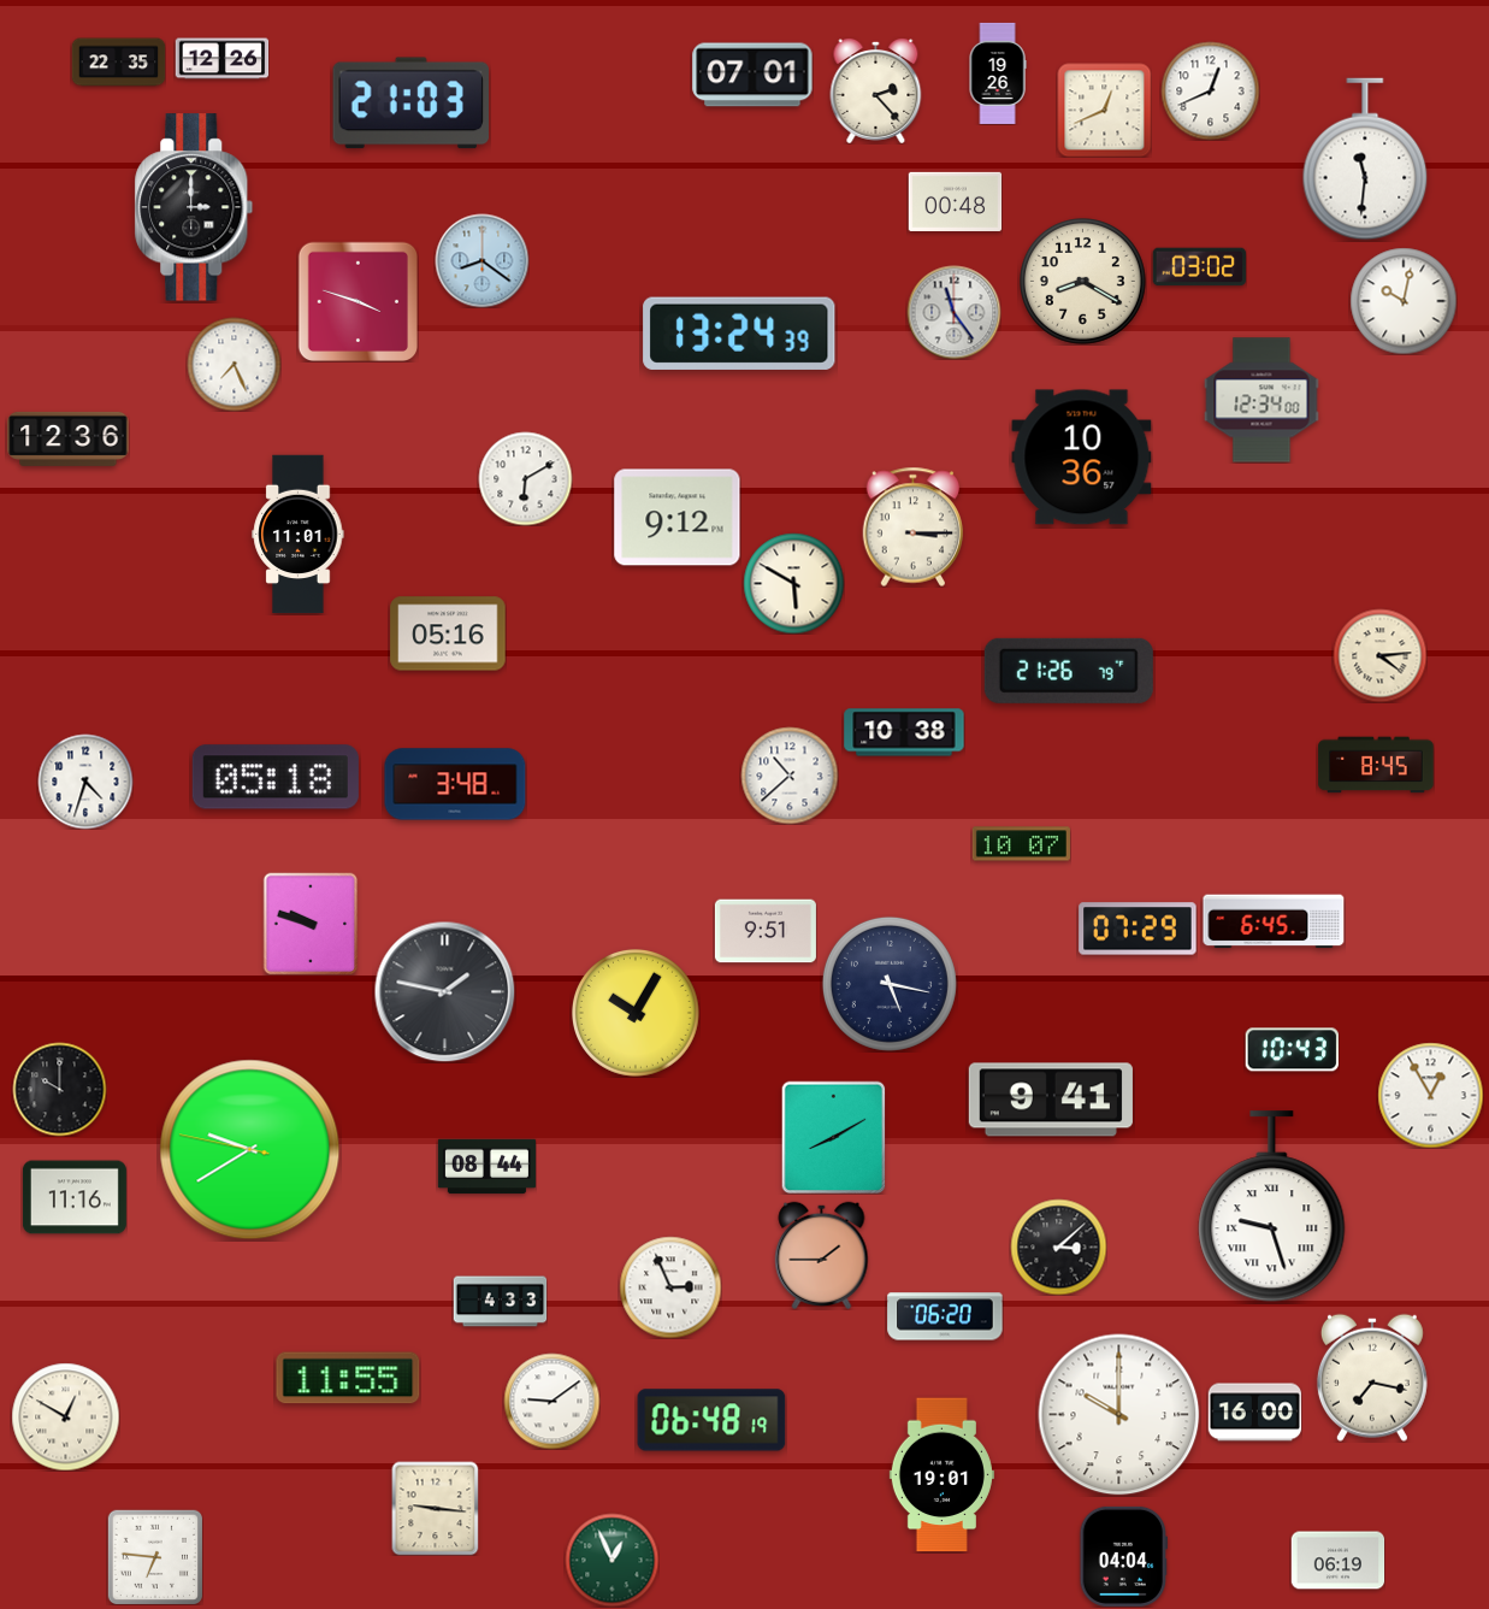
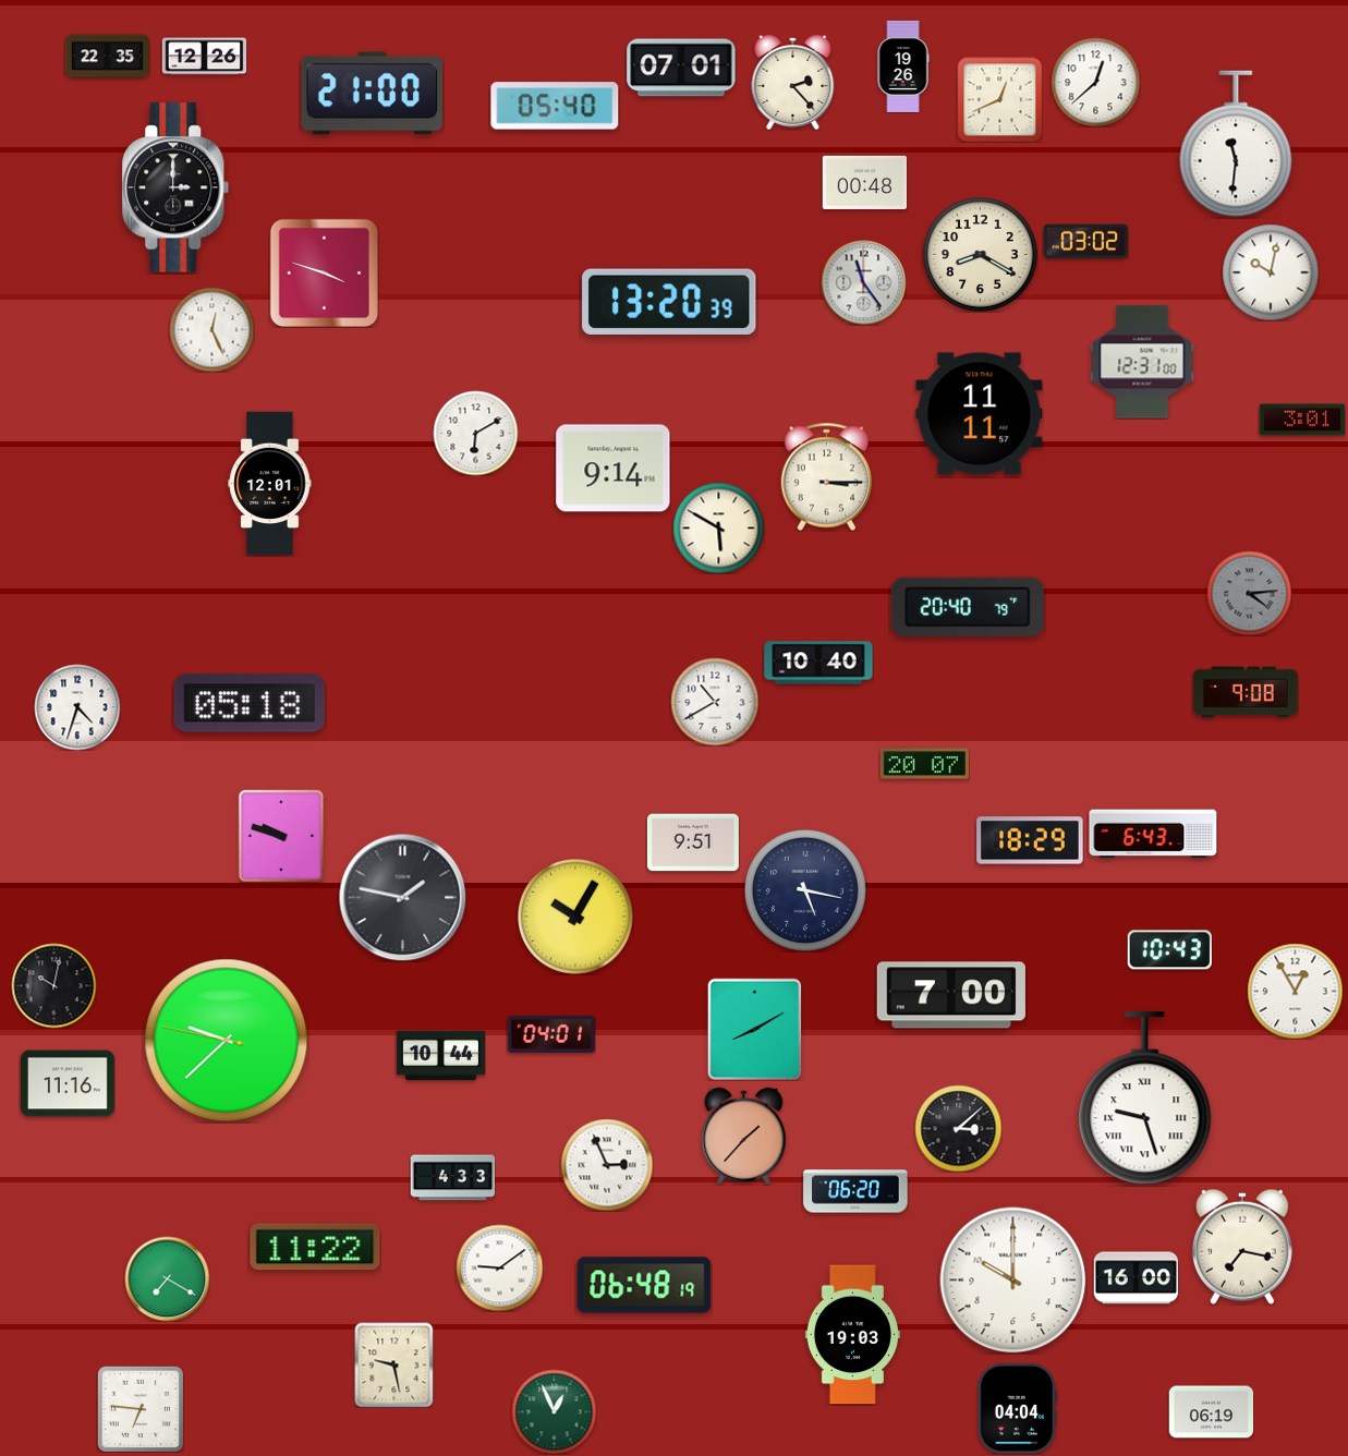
clock at (221, 59) position: (221, 59) -> (204, 57)
clock at (1210, 90): 12:41 -> 12:38
clock at (410, 104): 21:03 -> 21:00
clock at (555, 106): none -> 05:40
clock at (481, 260): 8:21 -> none
clock at (739, 334): 13:24 -> 13:20
clock at (234, 364): 7:26 -> 12:26
clock at (1261, 400): 12:34 -> 12:31
clock at (69, 438): 12:36 -> none
clock at (1082, 458): 10:36 -> 11:11
clock at (1301, 420): none -> 3:01
clock at (678, 518): 9:12 -> 9:14
clock at (299, 535): 11:01 -> 12:01
clock at (448, 633): 05:16 -> none
clock at (1379, 655) dial: cream -> grey
clock at (1069, 671): 21:26 -> 20:40
clock at (904, 732): 10:38 -> 10:40
clock at (1376, 765): 8:45 -> 9:08
clock at (790, 776): 10:38 -> 10:40
clock at (455, 784): 3:48 -> none
clock at (1021, 844): 10:07 -> 20:07
clock at (1274, 921): 6:45 -> 6:43
clock at (1138, 929): 07:29 -> 18:29
clock at (59, 1089): 10:00 -> 10:02
clock at (1051, 1100): 9:41 -> 7:00
clock at (551, 1034): none -> 04:01
clock at (250, 1150): 9:39 -> 9:37
clock at (486, 1167): 08:44 -> 10:44
clock at (1272, 1207) position: (1272, 1207) -> (1145, 1099)
clock at (822, 1255): 1:45 -> 1:37
clock at (348, 1378): 11:55 -> 11:22
clock at (167, 1278): none -> 7:20
clock at (65, 1416): 12:50 -> none
clock at (941, 1475): 19:01 -> 19:03
clock at (436, 1508): 9:16 -> 9:28
